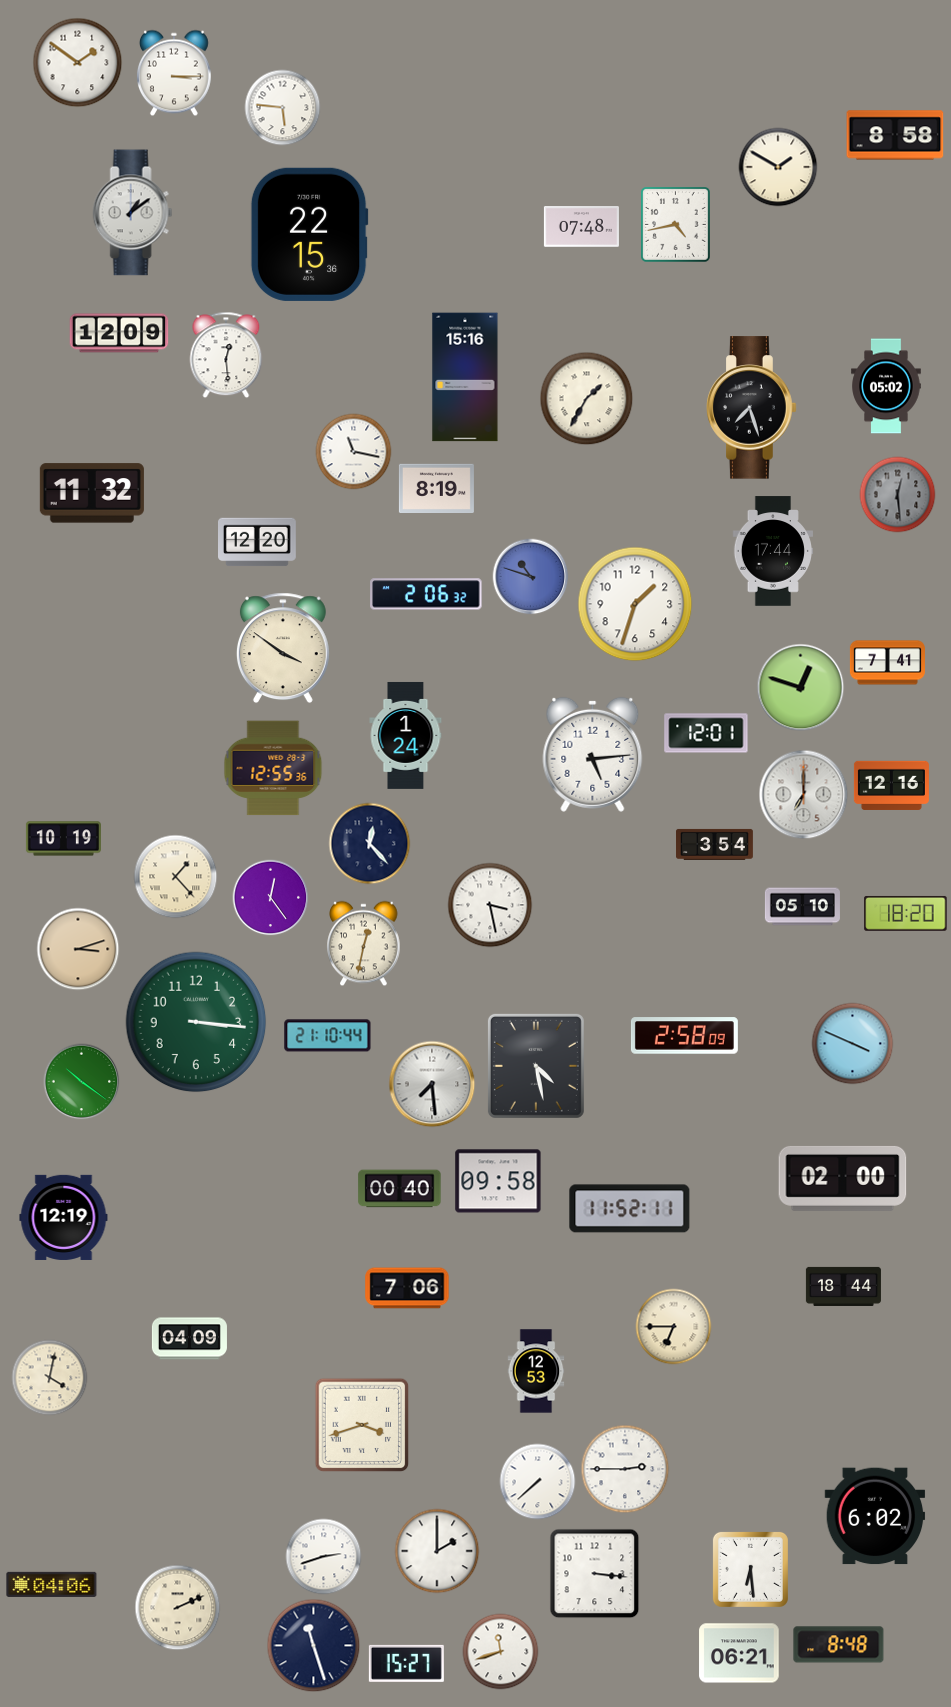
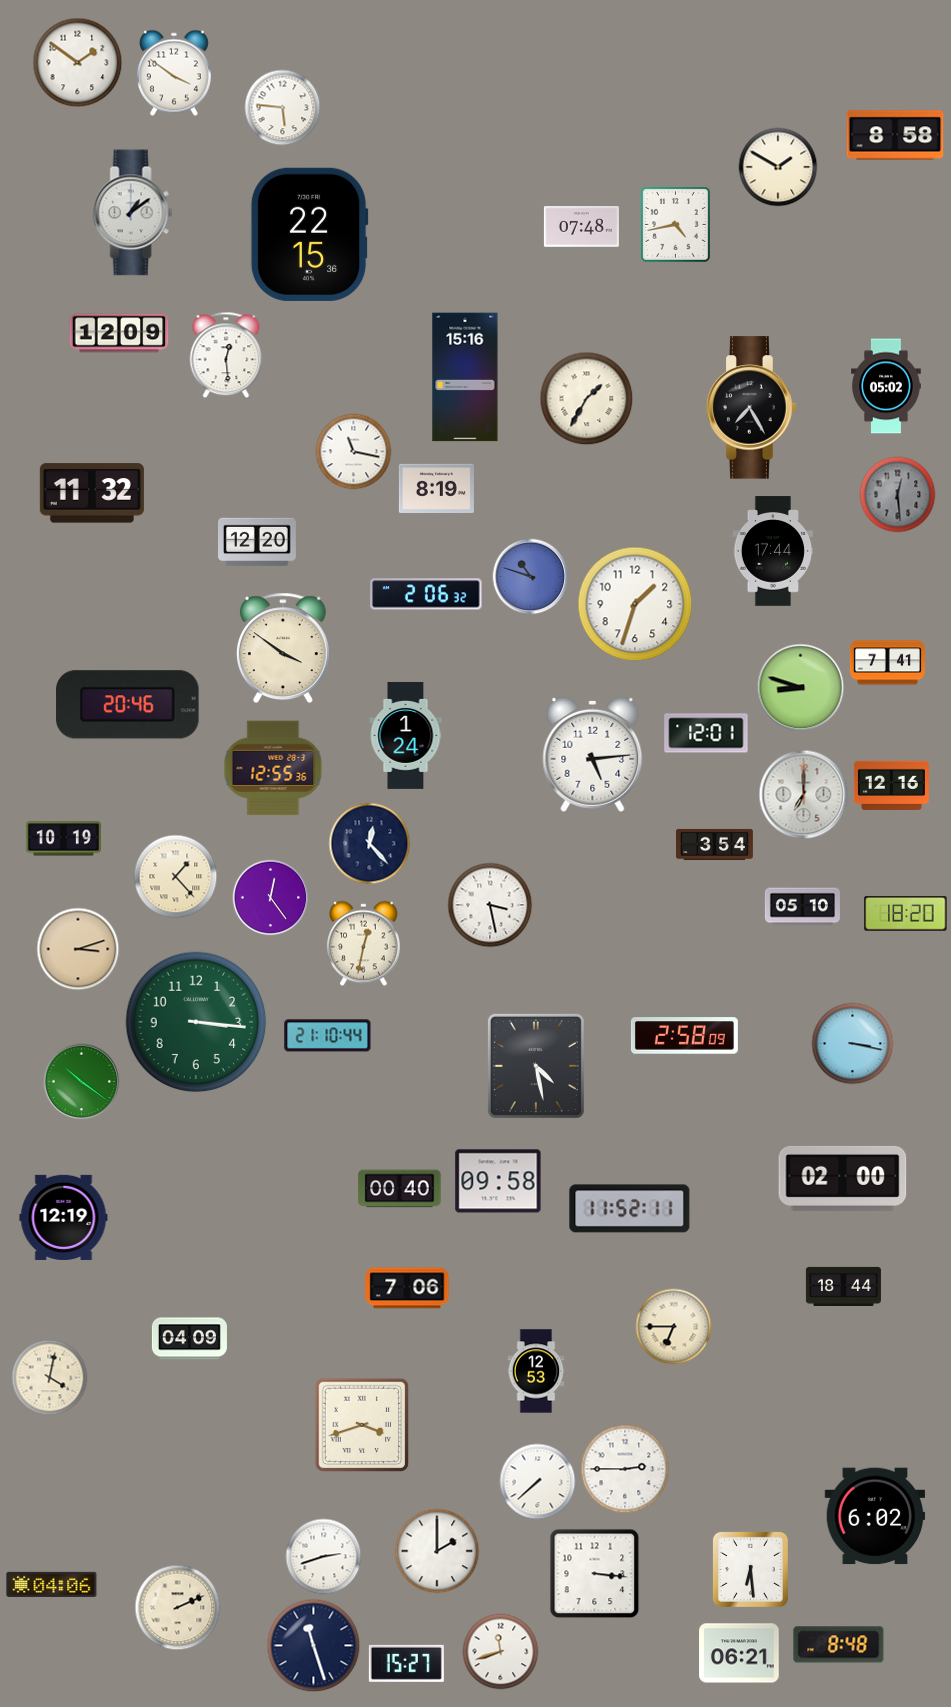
clock at (174, 73): 3:15 -> 3:51
clock at (752, 408): 7:27 -> 7:25
clock at (801, 688): 12:48 -> 8:48
clock at (128, 705): none -> 20:46
clock at (853, 1044): 3:49 -> 3:17
clock at (432, 1084): 7:29 -> none
